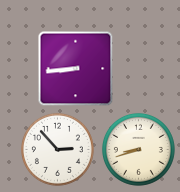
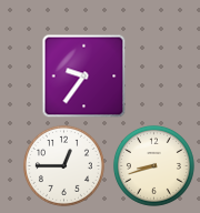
clock at (76, 69): 8:44 -> 9:36
clock at (57, 149): 2:53 -> 12:45
